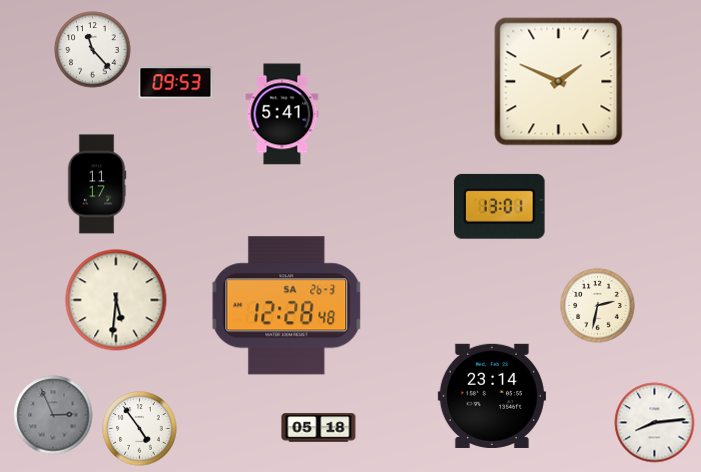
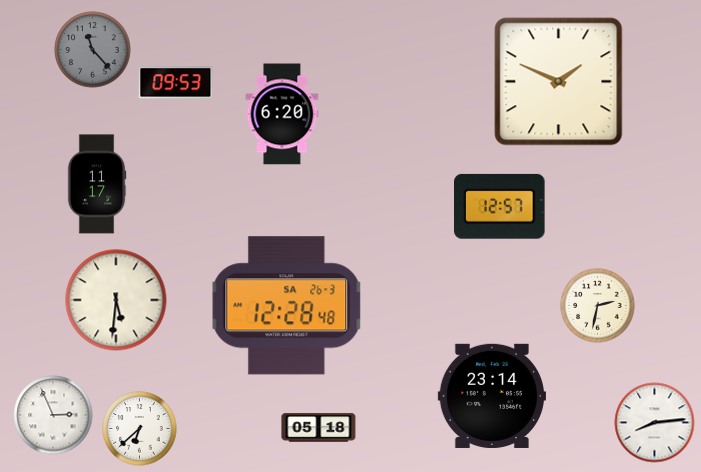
clock at (93, 50) dial: white -> grey
clock at (282, 114): 5:41 -> 6:20
clock at (500, 206): 13:01 -> 12:57
clock at (53, 415) dial: grey -> white
clock at (140, 429): 4:54 -> 6:38
